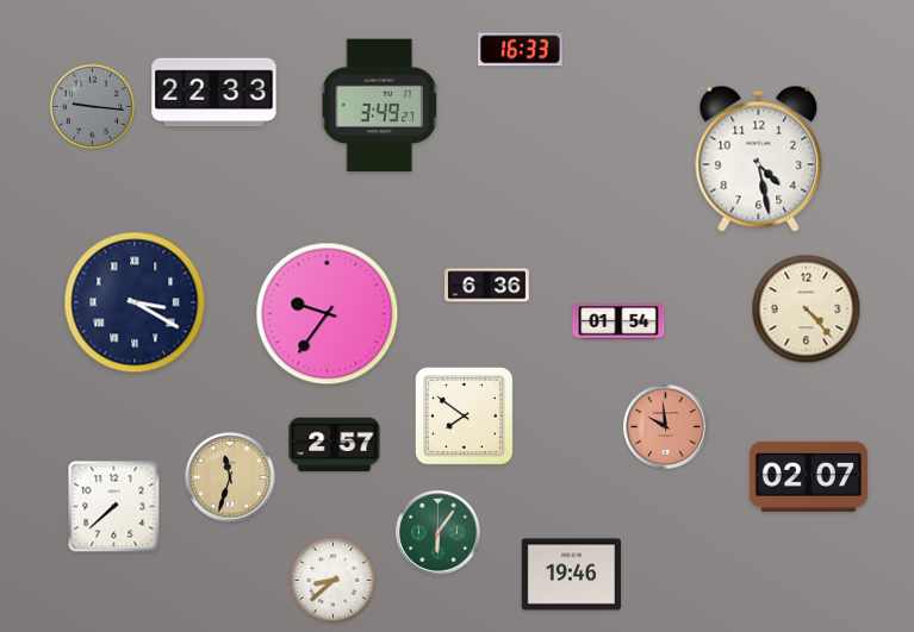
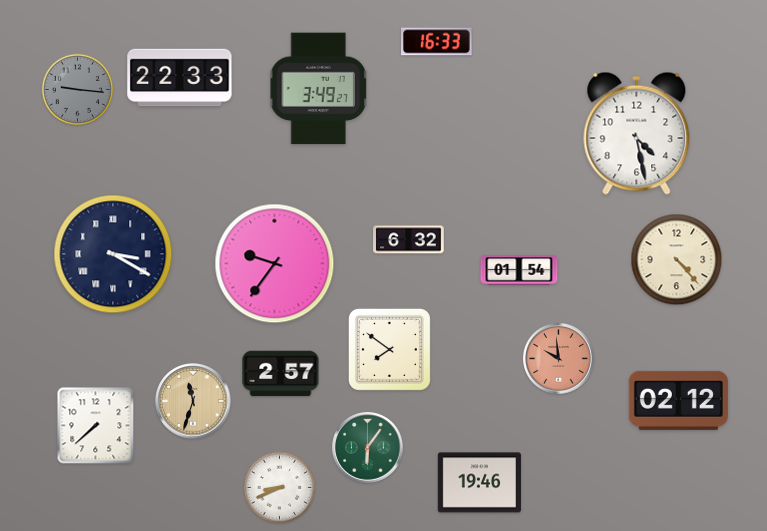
clock at (487, 286): 6:36 -> 6:32
clock at (808, 476): 02:07 -> 02:12
clock at (332, 580): 8:38 -> 8:41
